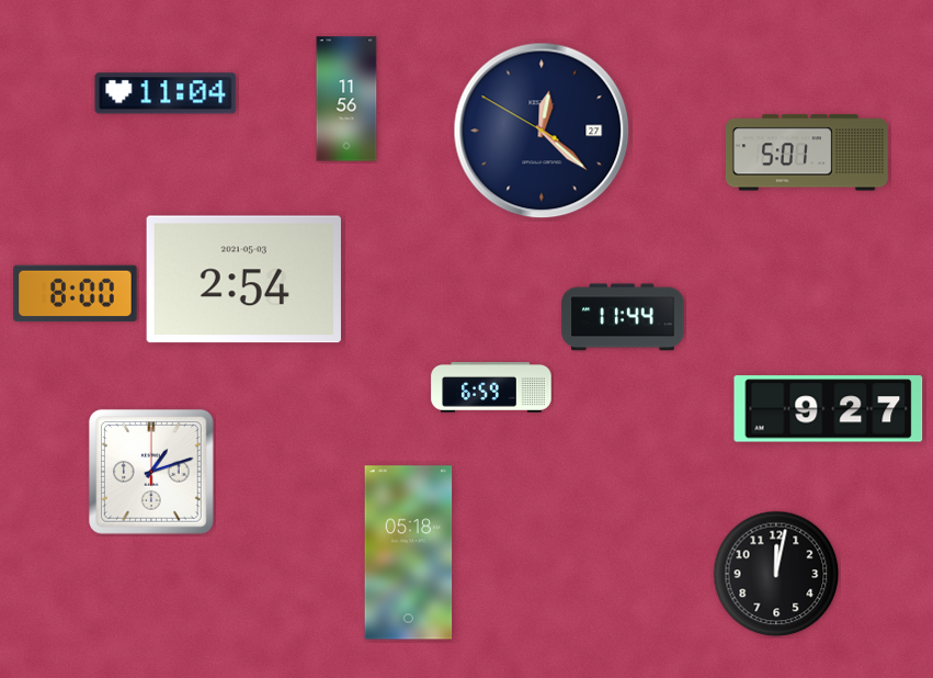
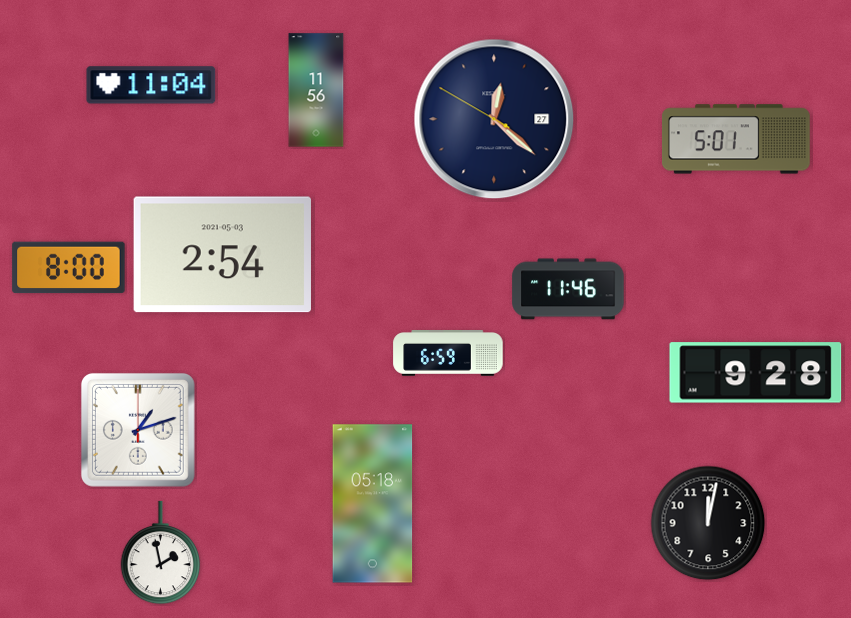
clock at (623, 317): 11:44 -> 11:46
clock at (829, 409): 9:27 -> 9:28
clock at (161, 553): none -> 1:58
